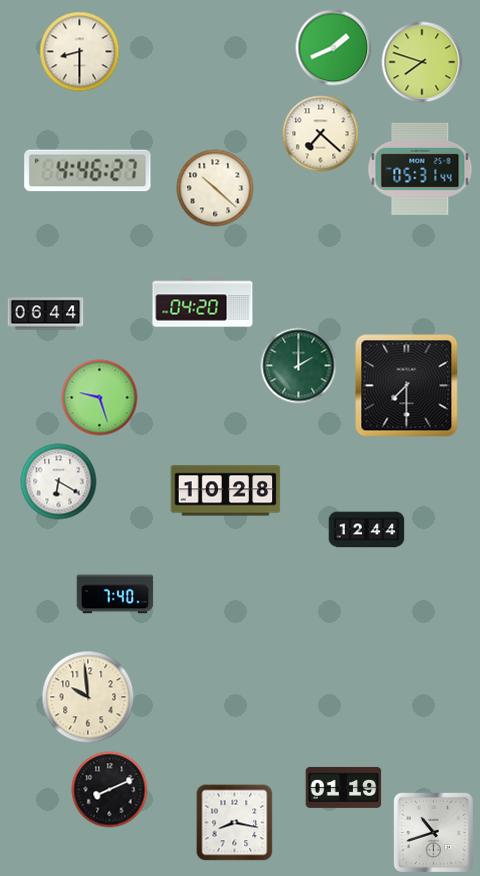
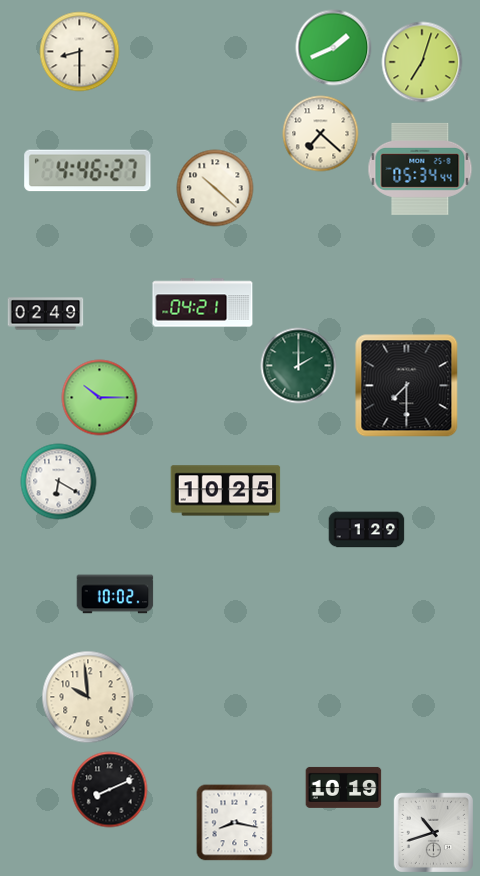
clock at (422, 62): 7:48 -> 7:03
clock at (420, 169): 05:31 -> 05:34
clock at (203, 303): 04:20 -> 04:21
clock at (46, 314): 06:44 -> 02:49
clock at (100, 398): 9:27 -> 10:15
clock at (226, 491): 10:28 -> 10:25
clock at (367, 530): 12:44 -> 1:29
clock at (115, 594): 7:40 -> 10:02
clock at (344, 787): 01:19 -> 10:19
